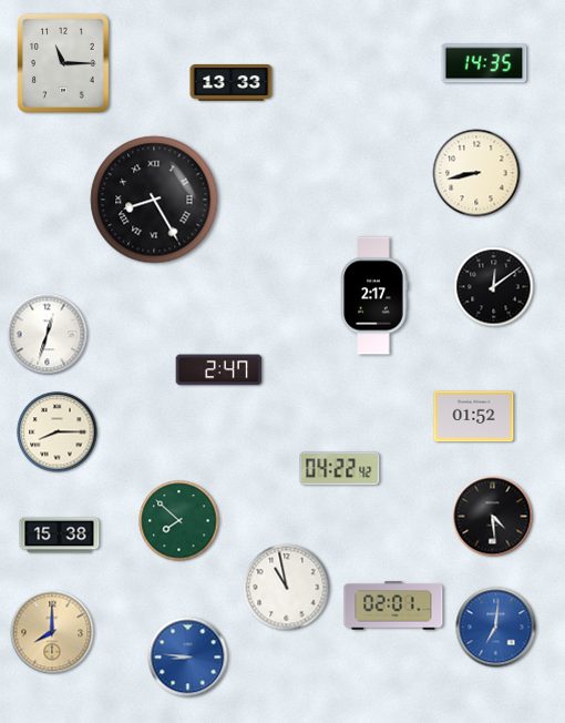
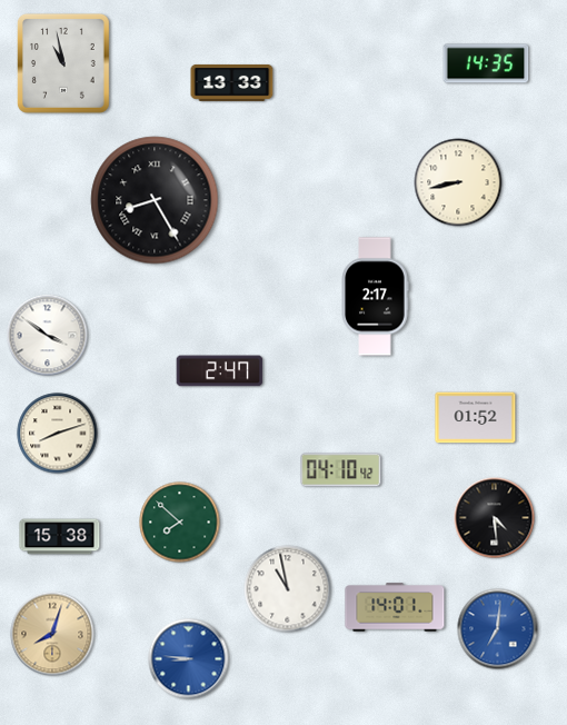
clock at (63, 64): 11:15 -> 10:58
clock at (476, 173) position: (476, 173) -> (458, 182)
clock at (494, 287): 12:09 -> none
clock at (48, 335): 12:33 -> 3:51
clock at (58, 432): 8:15 -> 8:12
clock at (340, 469): 04:22 -> 04:10
clock at (393, 605): 02:01 -> 14:01
clock at (52, 632): 8:00 -> 8:03
